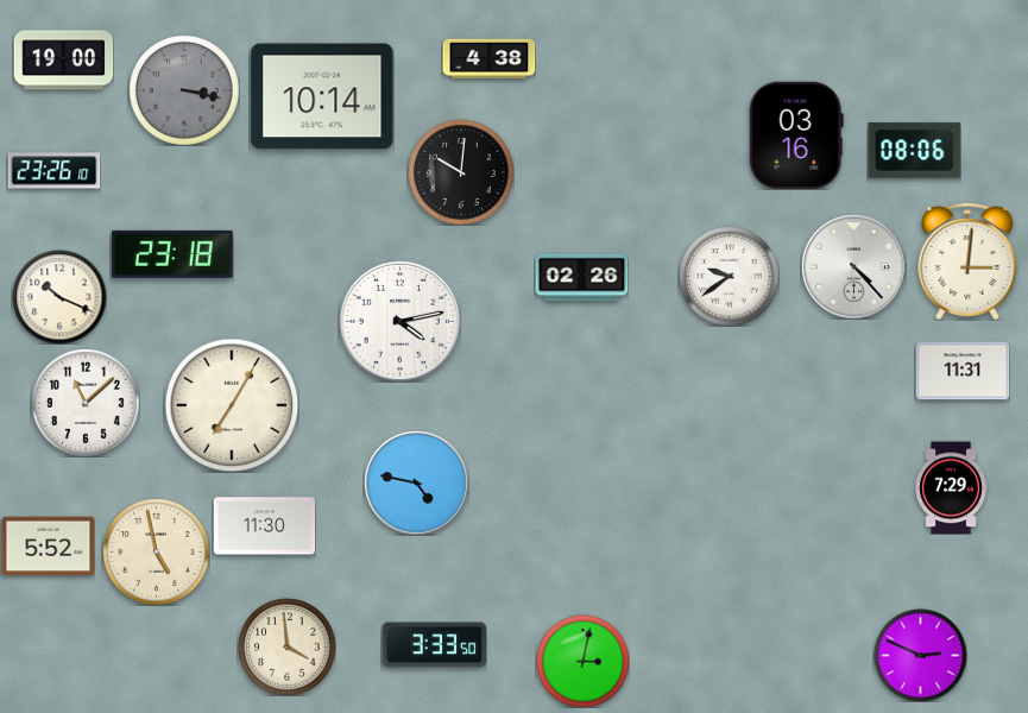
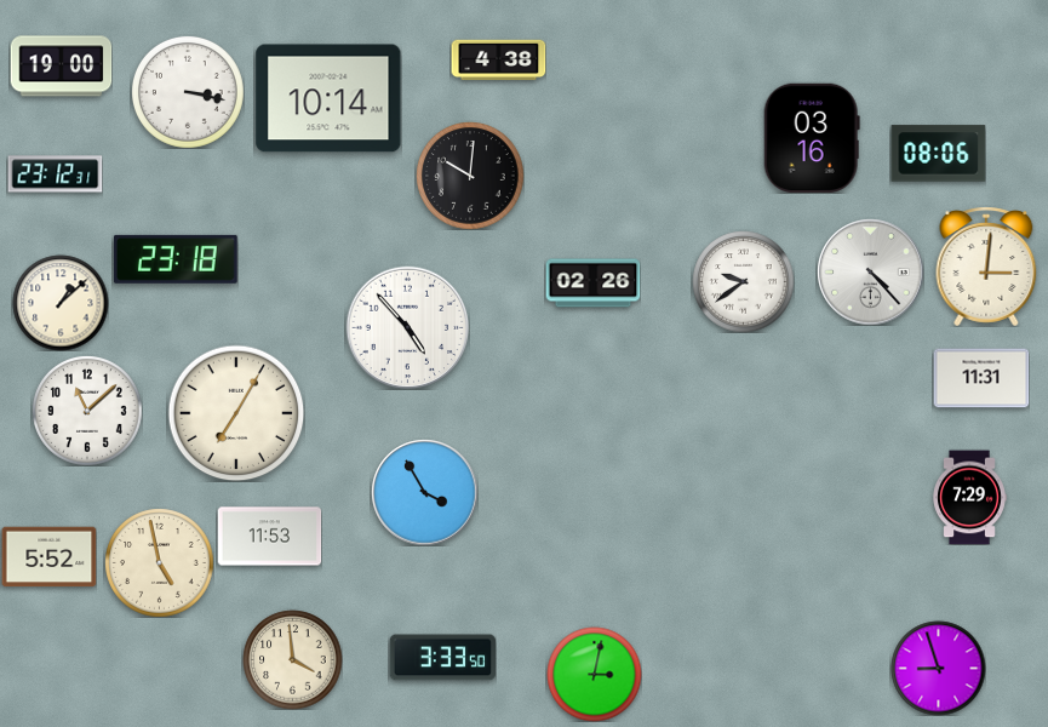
clock at (63, 61) position: (63, 61) -> (61, 67)
clock at (184, 90) dial: grey -> white
clock at (914, 151) position: (914, 151) -> (938, 154)
clock at (53, 171): 23:26 -> 23:12
clock at (59, 297): 10:19 -> 1:08
clock at (399, 321): 4:13 -> 4:53
clock at (416, 482): 4:47 -> 3:55
clock at (264, 526): 11:30 -> 11:53
clock at (920, 655): 2:49 -> 8:57
